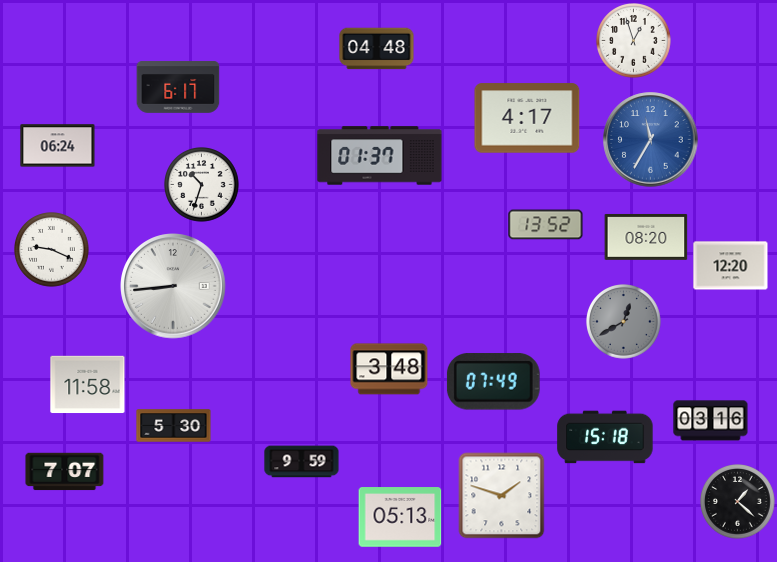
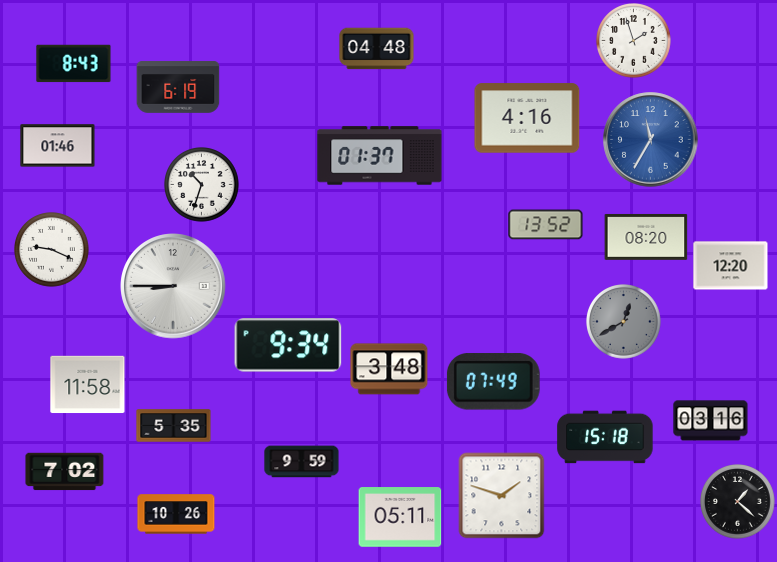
clock at (634, 41): 12:57 -> 1:57
clock at (74, 64): none -> 8:43
clock at (178, 87): 6:17 -> 6:19
clock at (527, 118): 4:17 -> 4:16
clock at (58, 146): 06:24 -> 01:46
clock at (173, 286): 8:44 -> 8:45
clock at (288, 345): none -> 9:34
clock at (174, 426): 5:30 -> 5:35
clock at (65, 472): 7:07 -> 7:02
clock at (176, 514): none -> 10:26
clock at (400, 517): 05:13 -> 05:11
